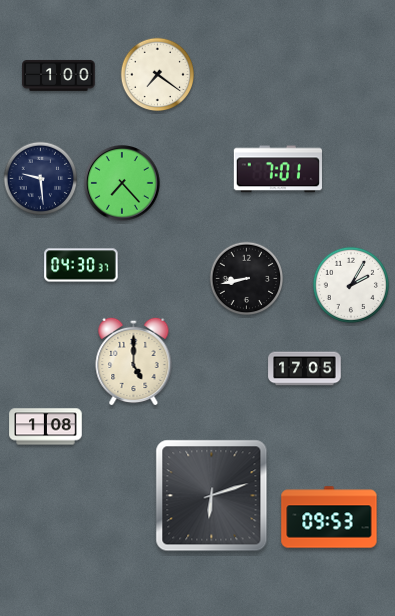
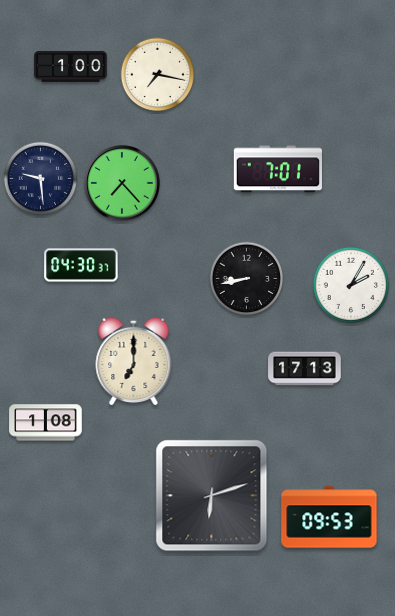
clock at (59, 75) position: (59, 75) -> (71, 66)
clock at (158, 75): 7:21 -> 7:17
clock at (134, 361): 5:00 -> 7:00
clock at (305, 369): 17:05 -> 17:13
clock at (46, 427) position: (46, 427) -> (46, 423)
